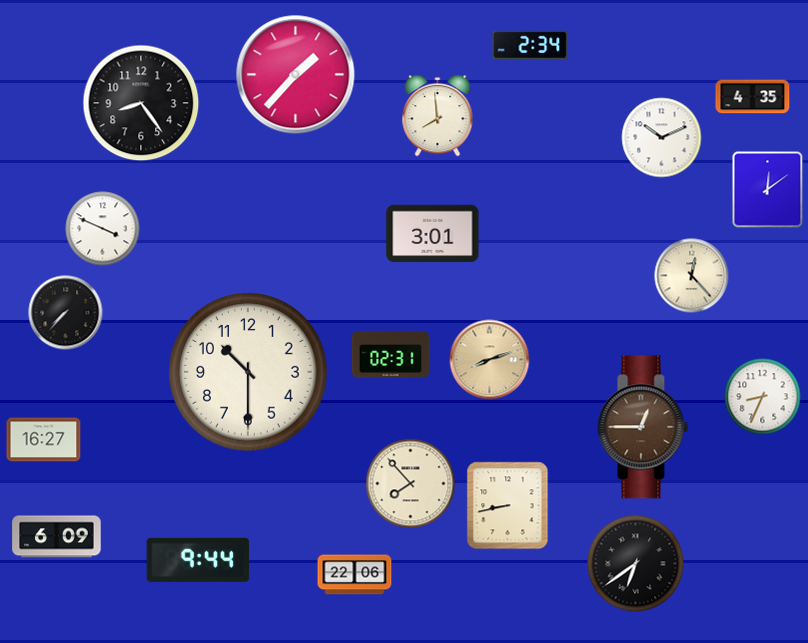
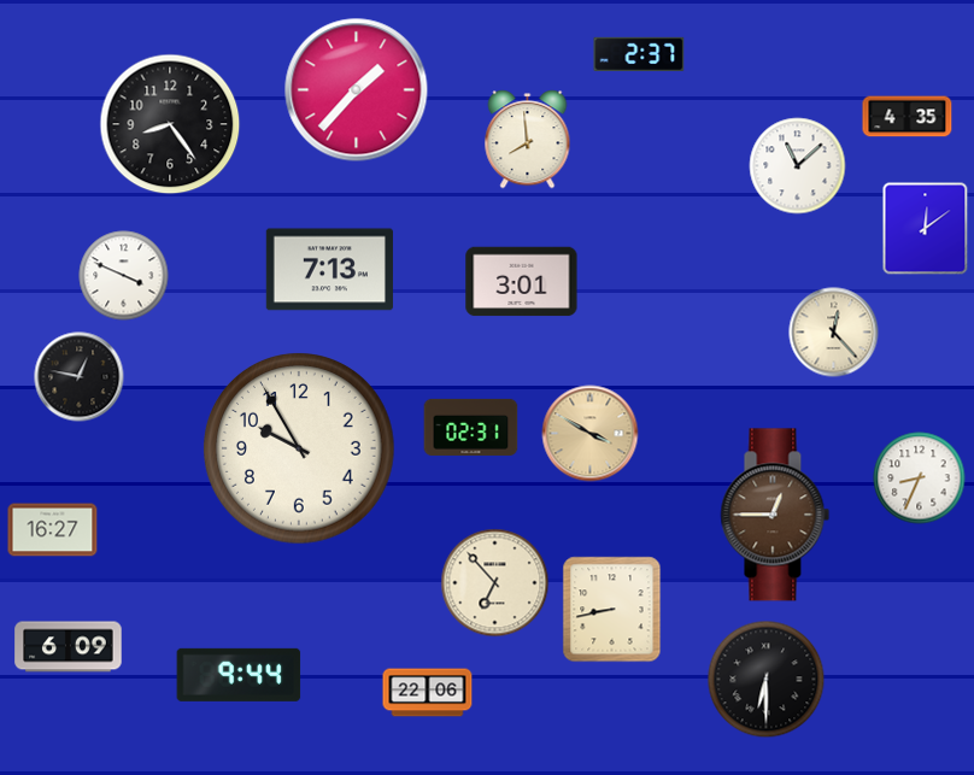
clock at (530, 45): 2:34 -> 2:37
clock at (662, 138): 10:11 -> 11:08
clock at (329, 270): none -> 7:13
clock at (66, 313): 7:37 -> 12:47
clock at (490, 360): 8:12 -> 3:50
clock at (248, 372): 10:30 -> 9:55
clock at (411, 484): 7:53 -> 6:53
clock at (636, 564): 6:39 -> 6:30
